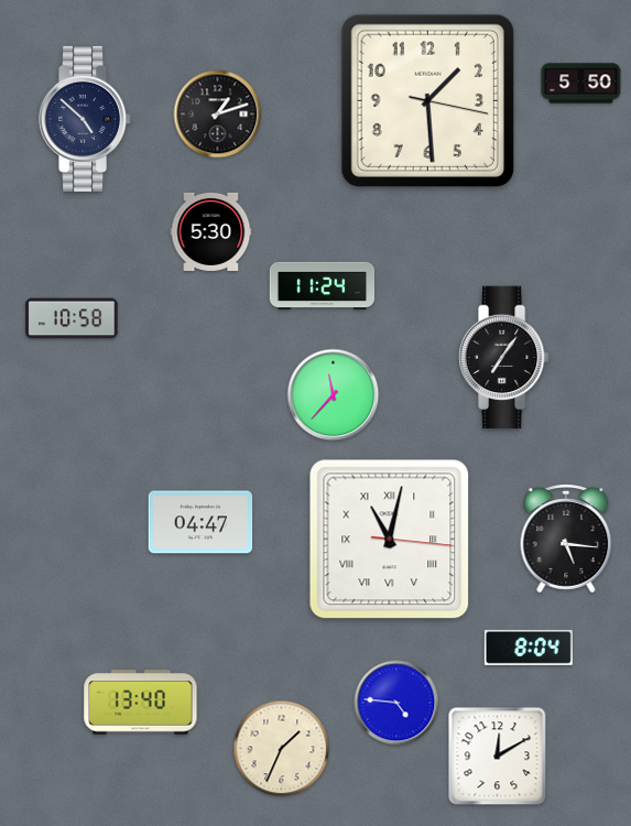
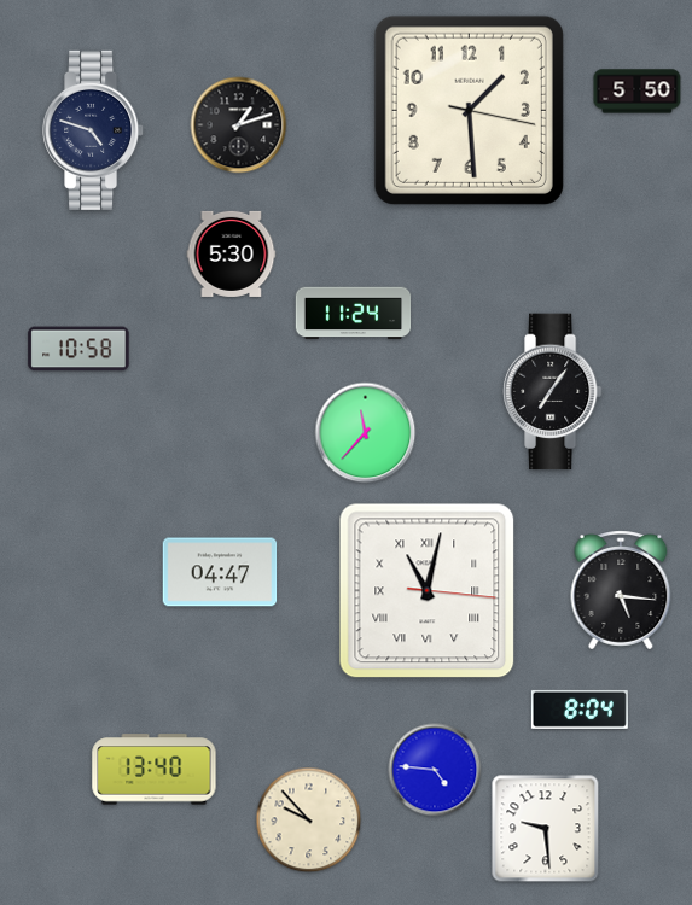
clock at (86, 119): 4:52 -> 4:48
clock at (282, 749): 1:34 -> 9:53
clock at (498, 757): 12:10 -> 9:29
